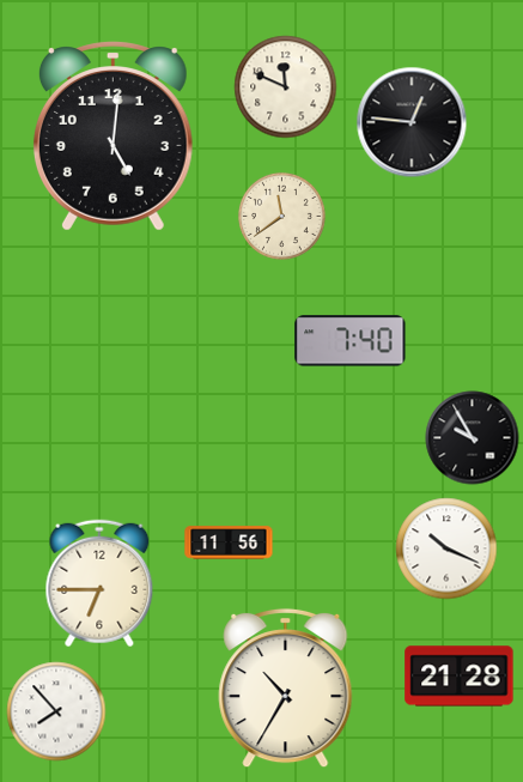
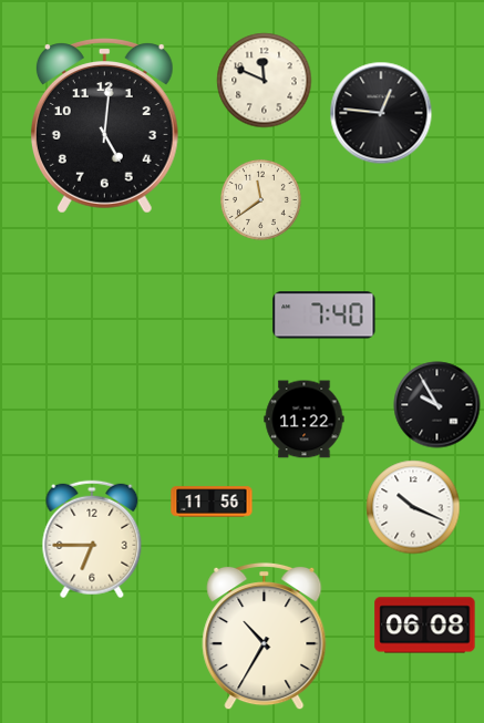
clock at (305, 420): none -> 11:22
clock at (460, 677): 21:28 -> 06:08
clock at (56, 711): 7:53 -> none
